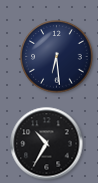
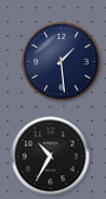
clock at (57, 57): 6:29 -> 1:29
